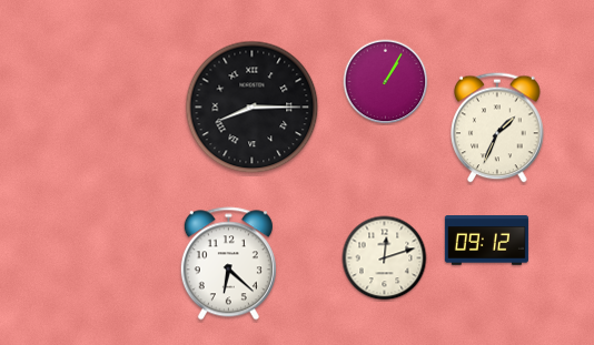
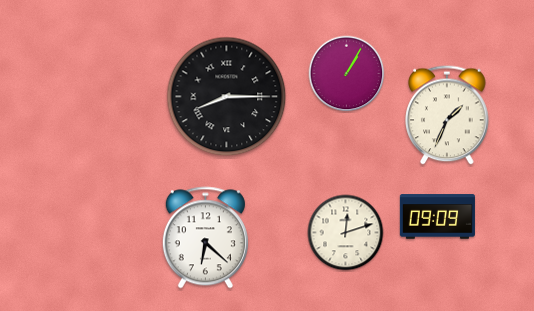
clock at (486, 241): 09:12 -> 09:09
